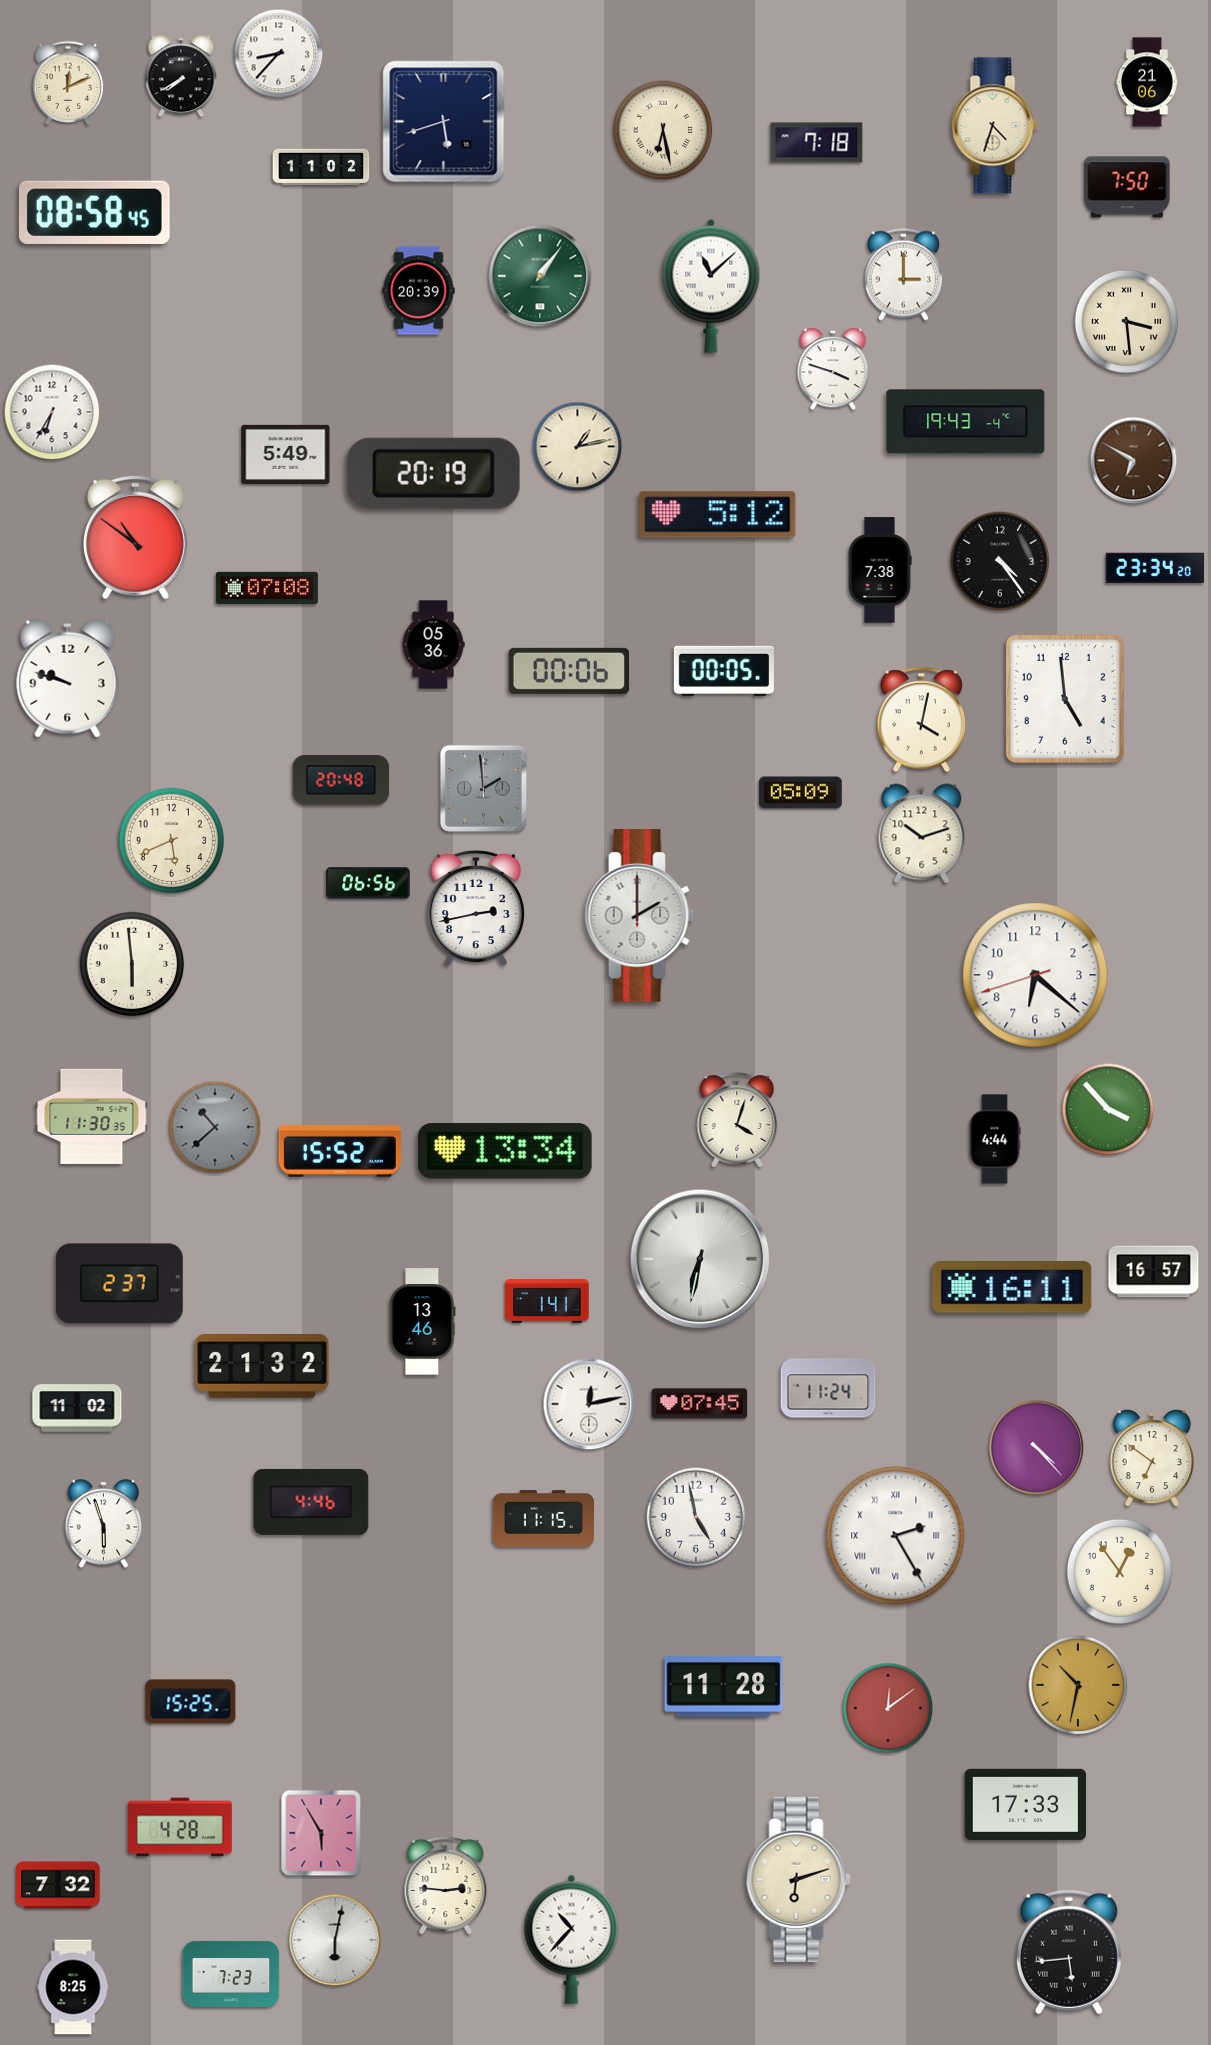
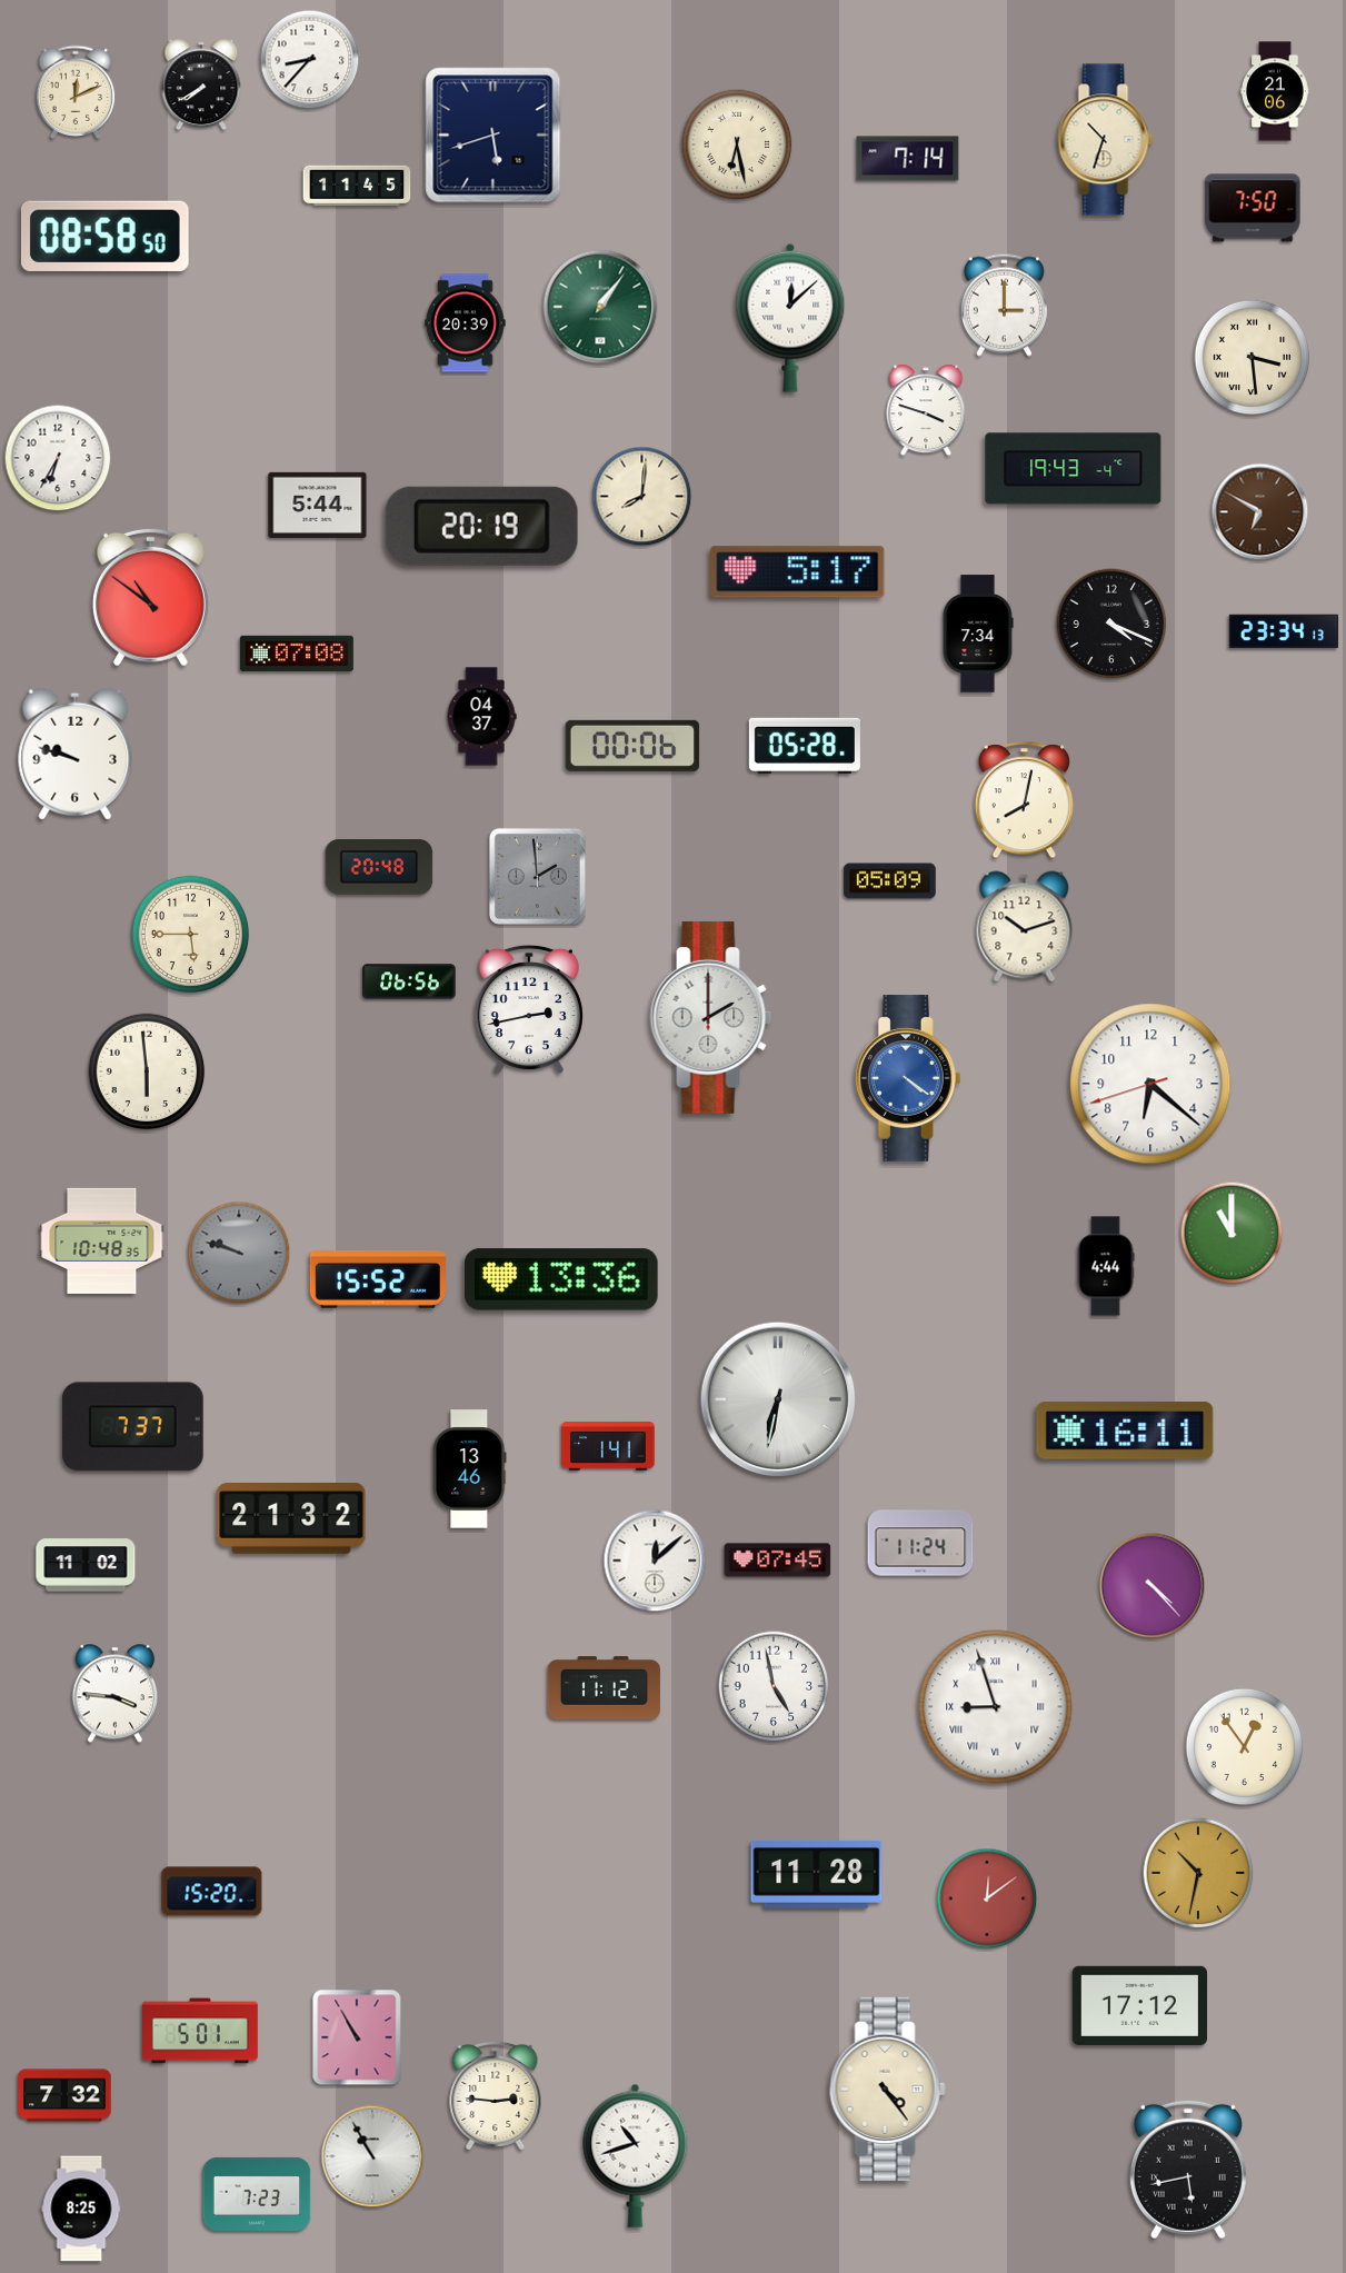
clock at (995, 126): 4:33 -> 10:33
clock at (817, 143): 7:18 -> 7:14
clock at (321, 167): 11:02 -> 11:45
clock at (94, 212): 08:58:45 -> 08:58:50
clock at (711, 286): 11:08 -> 12:08
clock at (578, 447): 1:13 -> 8:01
clock at (286, 454): 5:49 -> 5:44
clock at (718, 515): 5:12 -> 5:17
clock at (1000, 561): 4:24 -> 4:19
clock at (1155, 568): 23:34:20 -> 23:34:13
clock at (880, 570): 7:38 -> 7:34
clock at (433, 645): 05:36 -> 04:37
clock at (724, 671): 00:05 -> 05:28
clock at (1065, 699): 4:59 -> none
clock at (921, 720): 4:02 -> 8:02
clock at (171, 840): 5:41 -> 5:45
clock at (908, 1079): none -> 4:21
clock at (1108, 1109): 3:53 -> 11:00
clock at (92, 1116): 11:30 -> 10:48
clock at (737, 1120): 4:03 -> none
clock at (215, 1127): 10:38 -> 9:48
clock at (506, 1151): 13:34 -> 13:36
clock at (1154, 1272): 16:57 -> none
clock at (119, 1284): 2:37 -> 7:37
clock at (589, 1404): 12:13 -> 12:08
clock at (1037, 1448) position: (1037, 1448) -> (1153, 1586)
clock at (1152, 1458): 6:51 -> none
clock at (311, 1502): 4:46 -> none
clock at (543, 1519): 11:15 -> 11:12
clock at (104, 1524): 5:57 -> 3:46
clock at (896, 1536): 2:25 -> 8:57
clock at (724, 1686) position: (724, 1686) -> (817, 1874)
clock at (191, 1702): 15:25 -> 15:20
clock at (1025, 1804): 17:33 -> 17:12
clock at (181, 1827): 4:28 -> 5:01
clock at (321, 1833): 5:55 -> 10:55
clock at (798, 1880): 6:12 -> 4:24
clock at (572, 1939): 10:37 -> 10:42
clock at (335, 1940): 6:02 -> 10:55
clock at (1069, 1952): 5:44 -> 5:43
